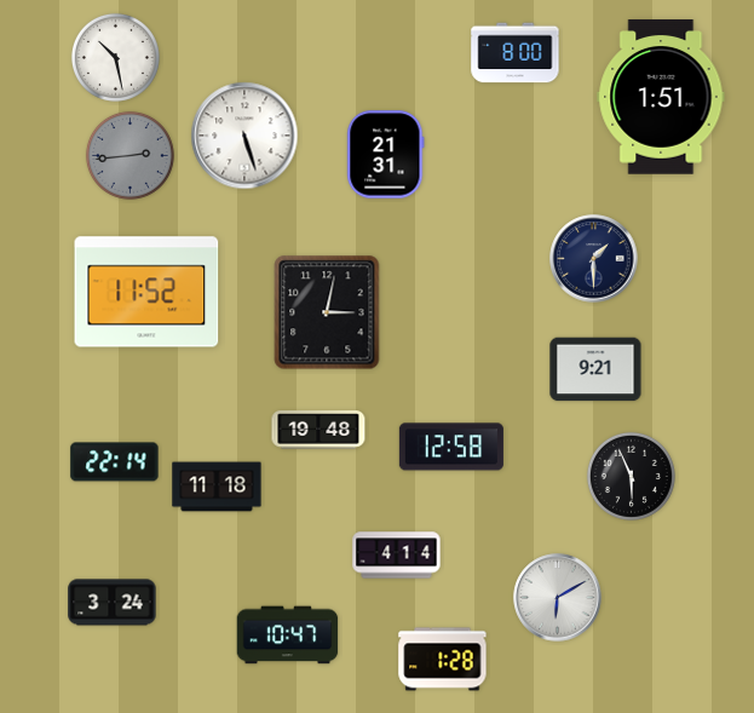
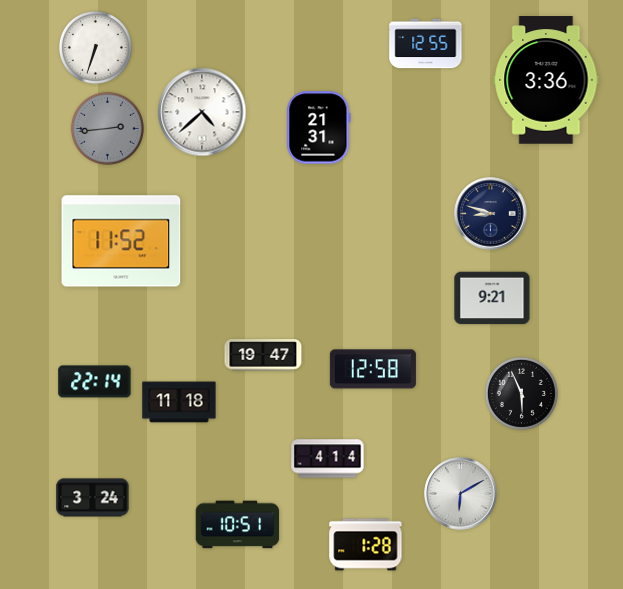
clock at (516, 53): 8:00 -> 12:55
clock at (115, 57): 10:28 -> 6:33
clock at (661, 97): 1:51 -> 3:36
clock at (244, 136): 5:27 -> 4:38
clock at (594, 259): 1:30 -> 8:48
clock at (327, 312): 3:02 -> none
clock at (595, 369) position: (595, 369) -> (492, 298)
clock at (318, 430): 19:48 -> 19:47
clock at (288, 636): 10:47 -> 10:51
